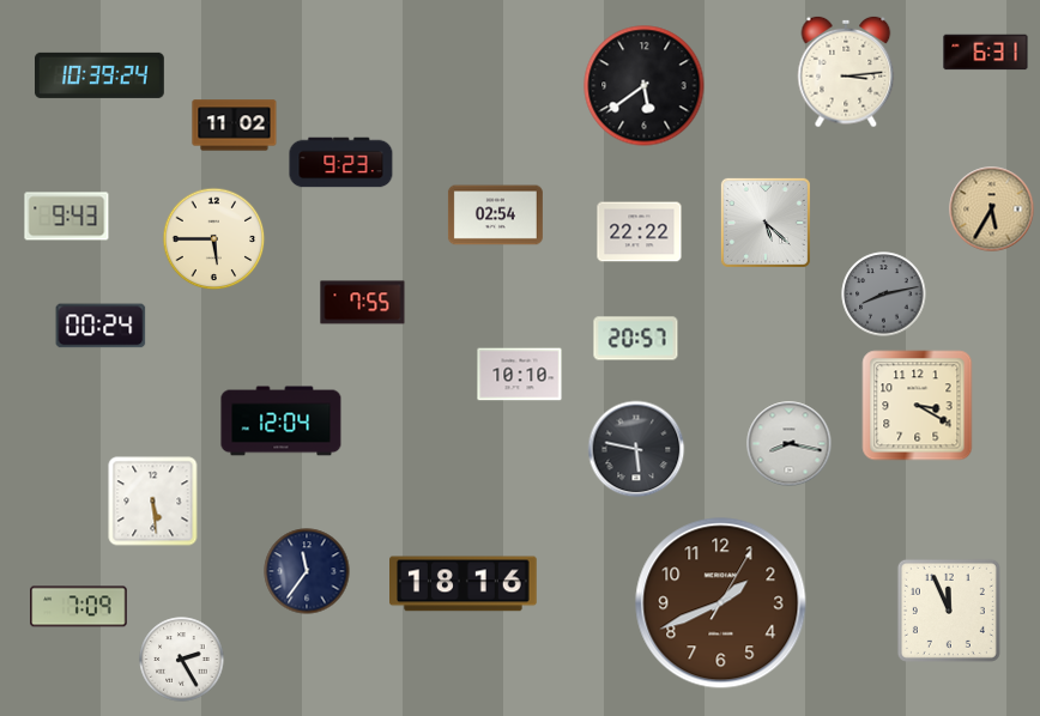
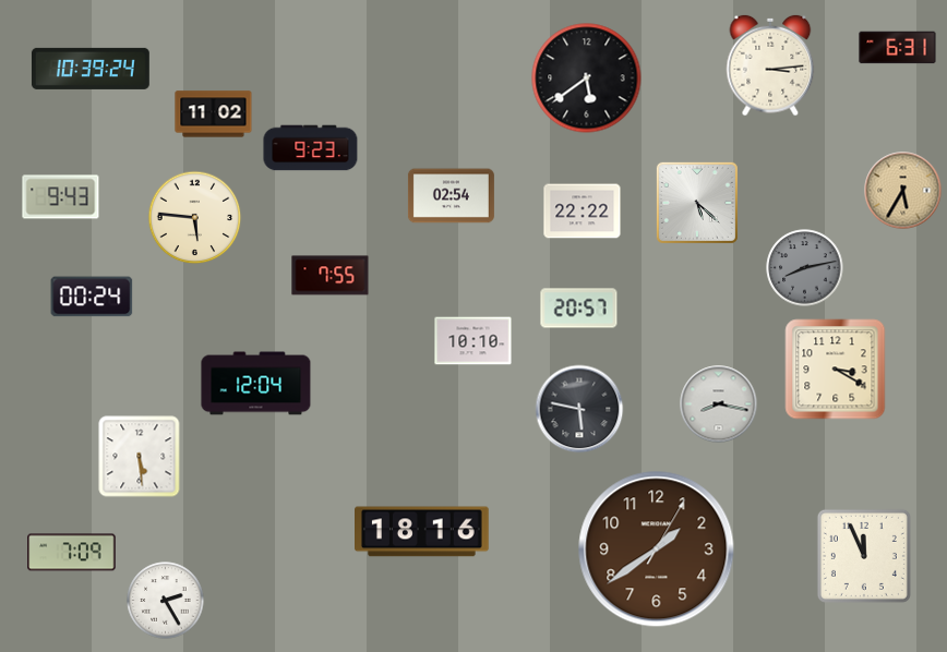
clock at (214, 239): 5:45 -> 5:46
clock at (307, 571): 11:36 -> none
clock at (721, 603): 1:41 -> 1:39
